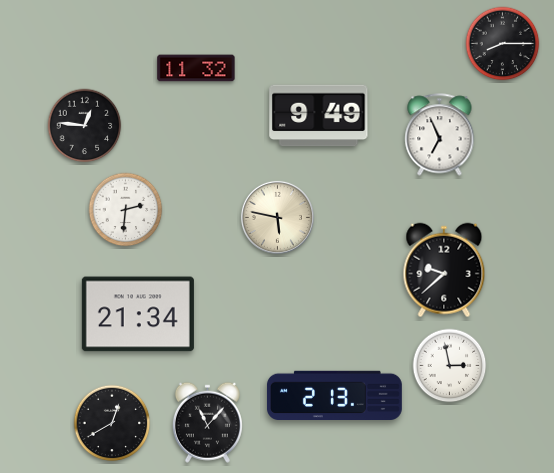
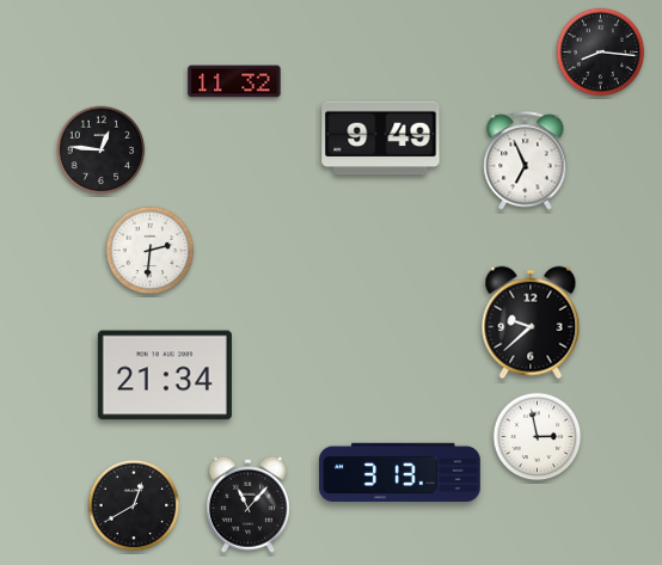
clock at (503, 44): 8:15 -> 8:16
clock at (277, 217): 5:47 -> none
clock at (334, 395): 2:13 -> 3:13
